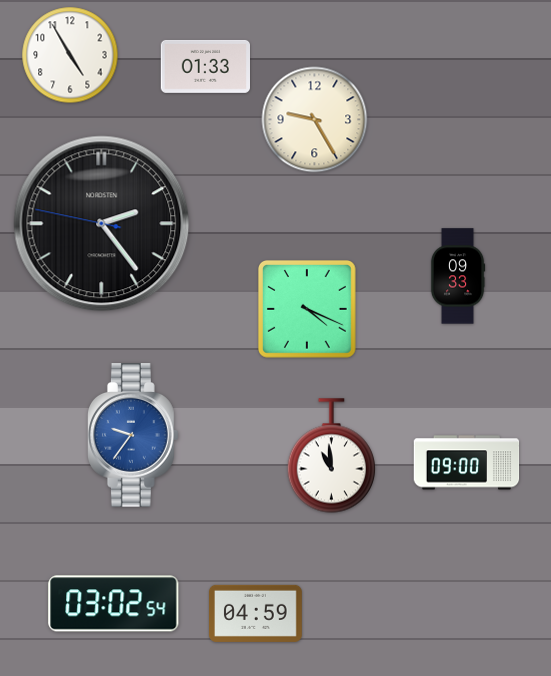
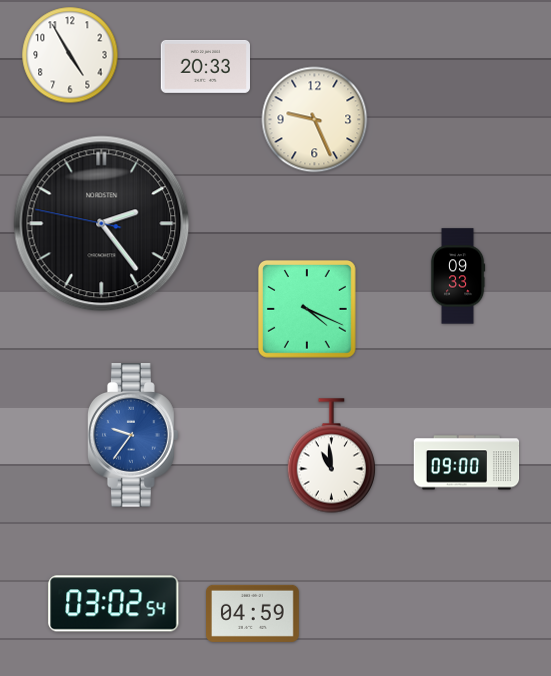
clock at (205, 66): 01:33 -> 20:33
clock at (315, 120): 9:25 -> 9:26
clock at (256, 613) position: (256, 613) -> (253, 613)
